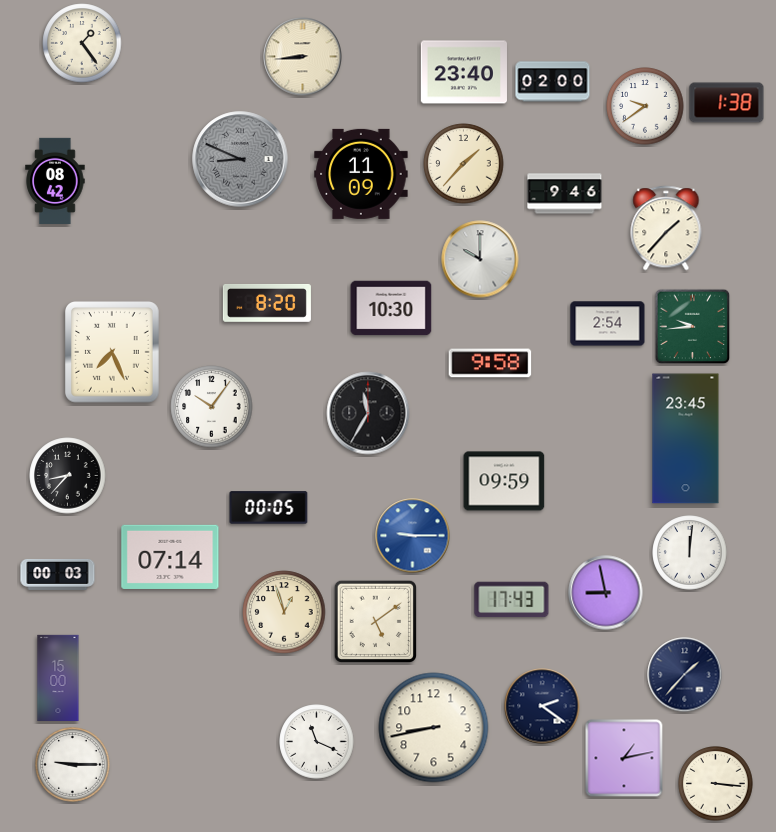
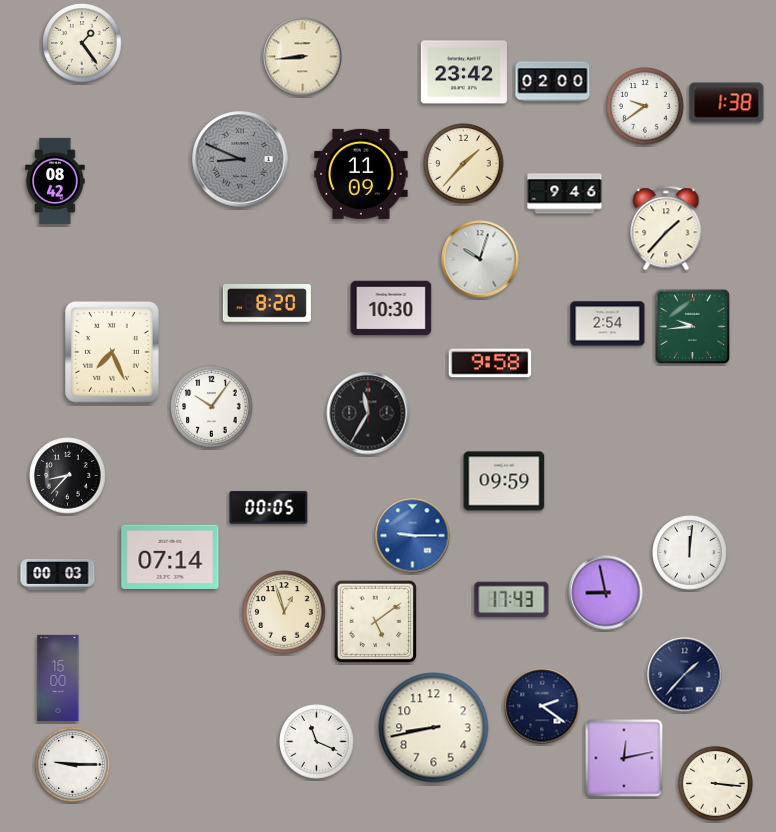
clock at (464, 72): 23:40 -> 23:42
clock at (480, 259): 10:00 -> 10:03
clock at (686, 439): 23:45 -> none
clock at (624, 758): 1:13 -> 12:13
